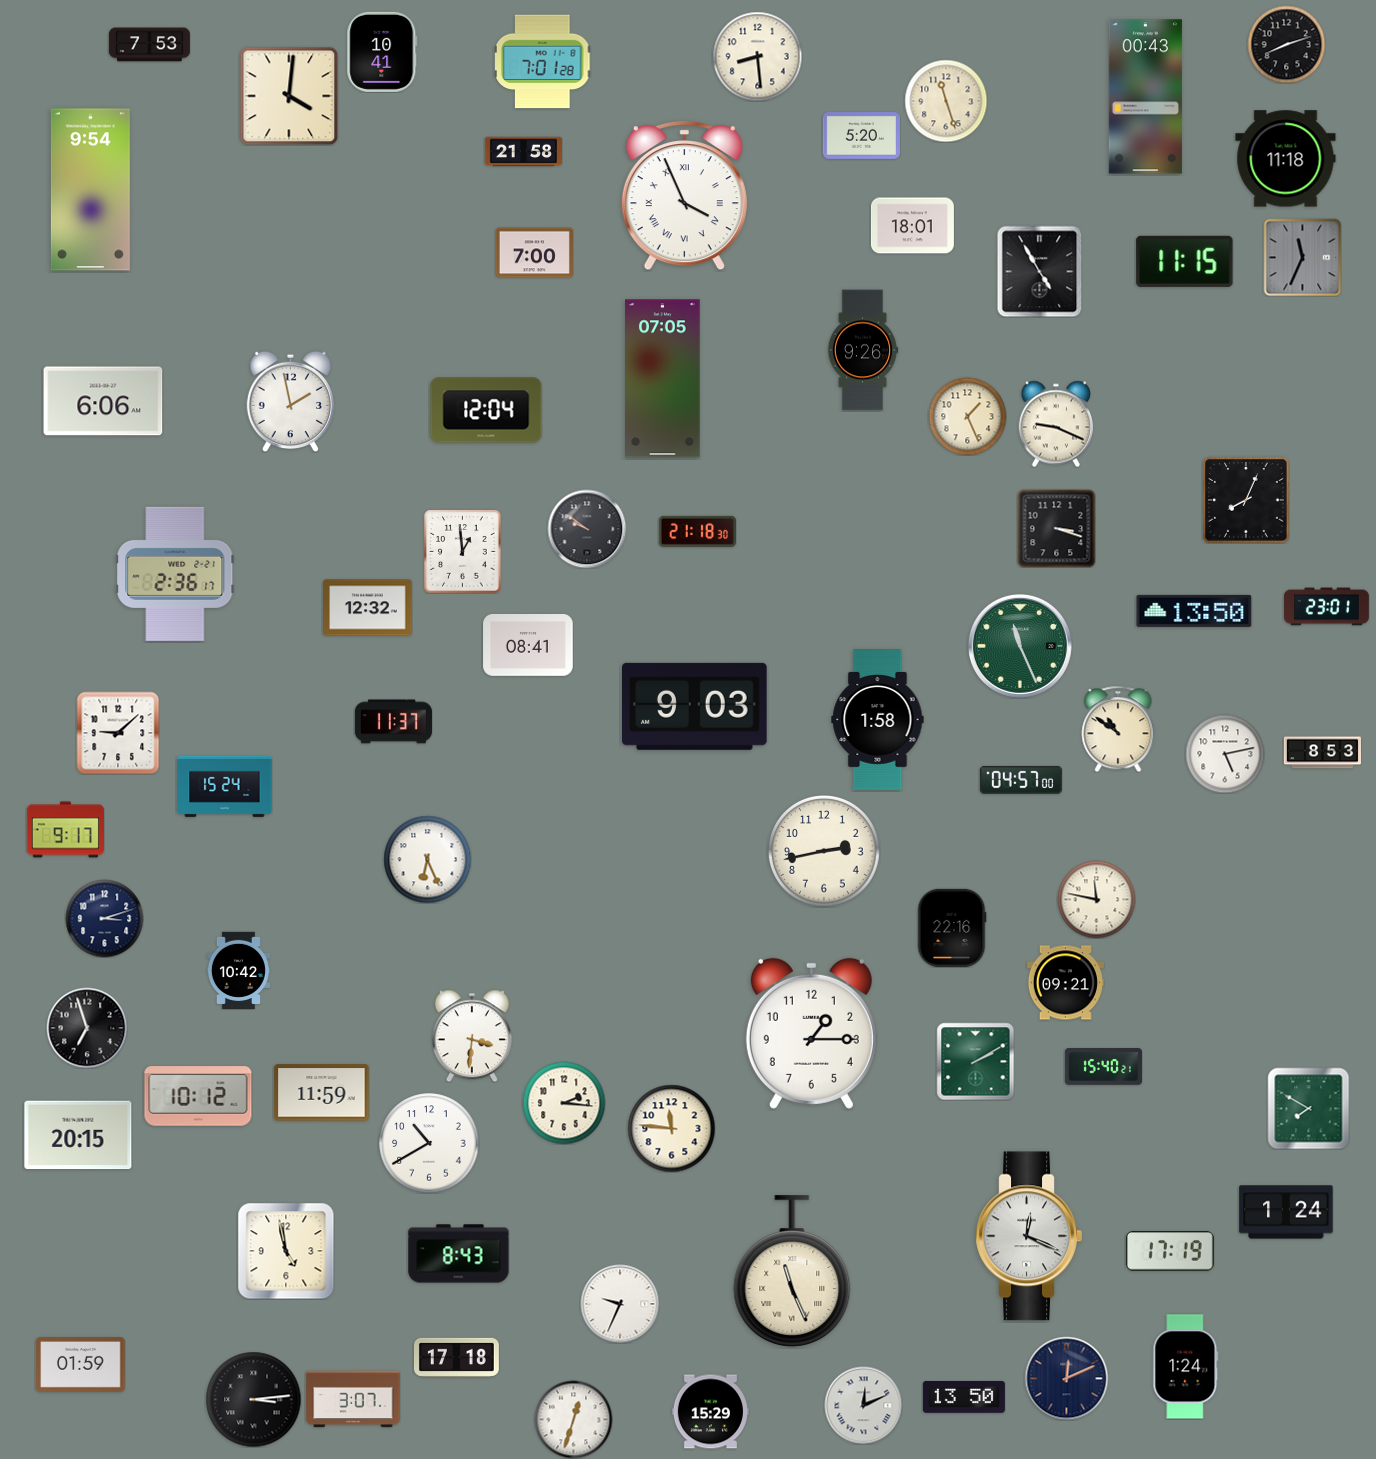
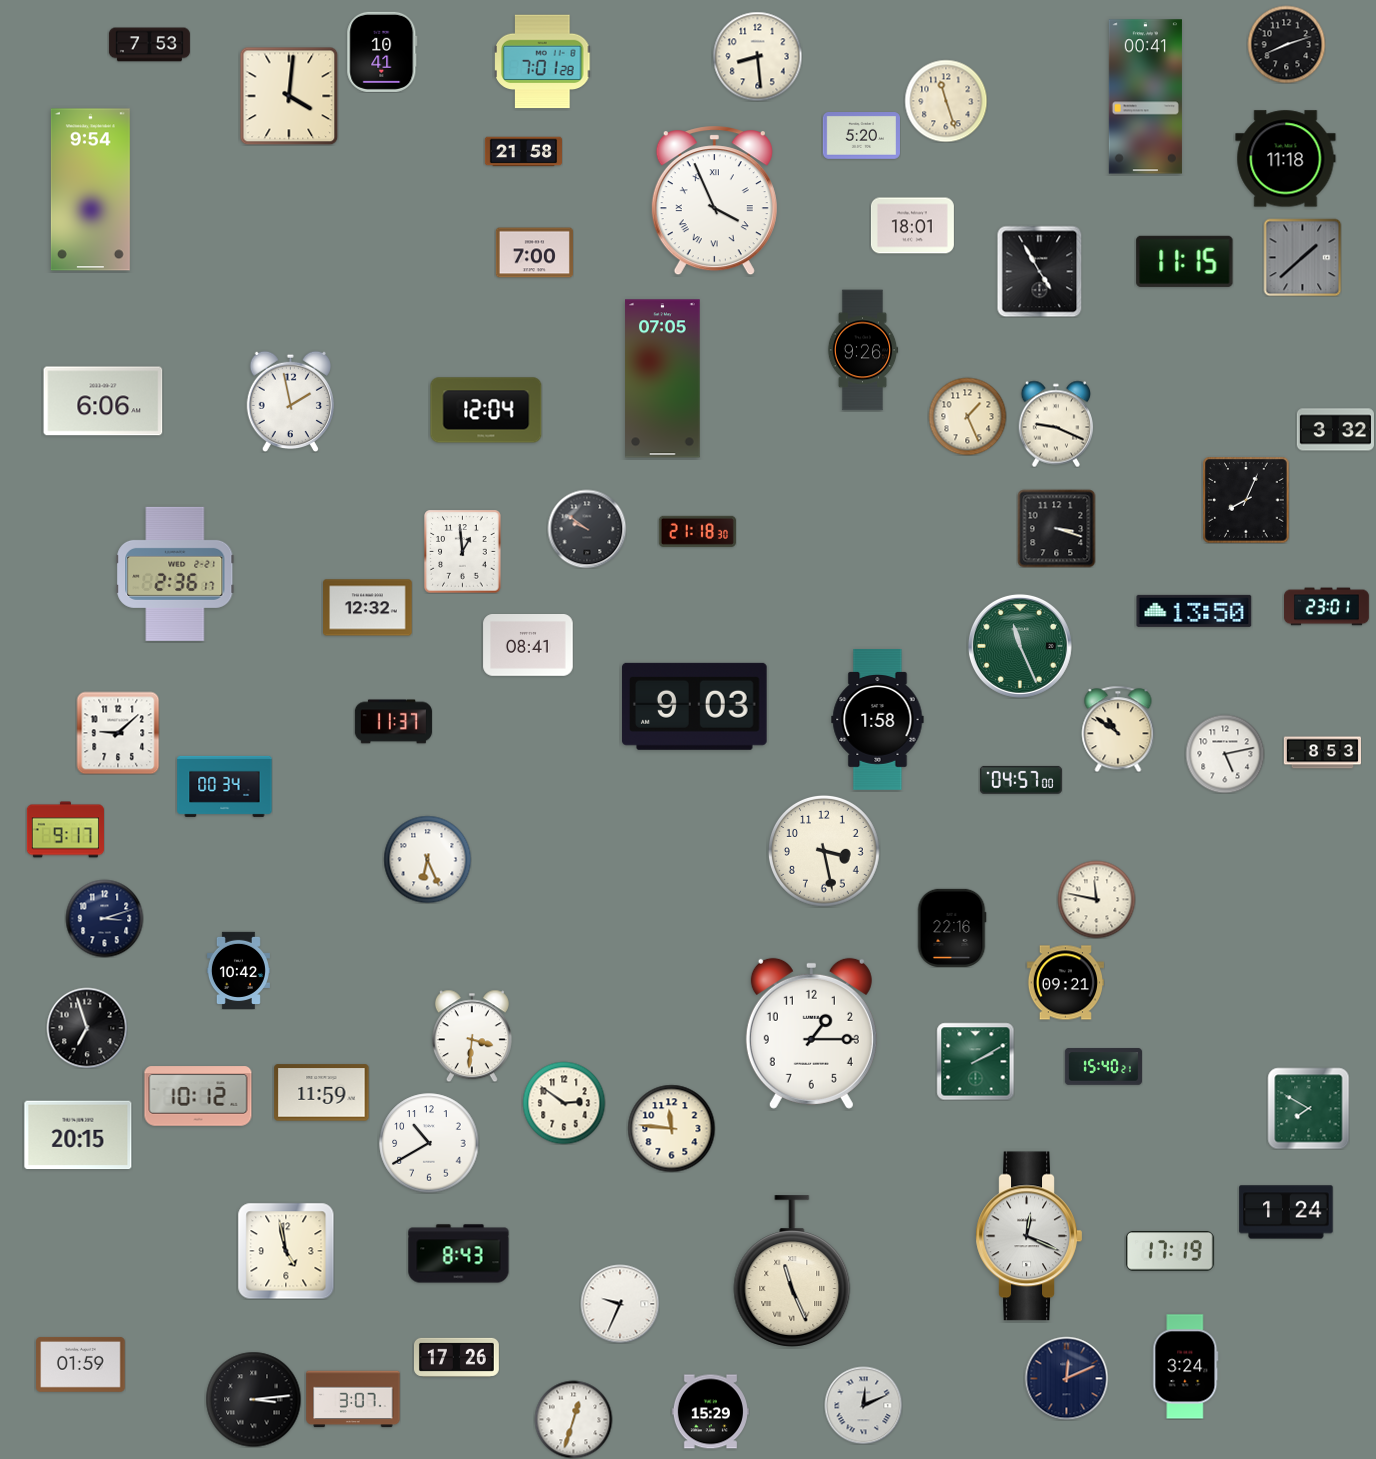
clock at (1145, 97): 00:43 -> 00:41
clock at (684, 196) position: (684, 196) -> (714, 201)
clock at (1302, 257): 11:34 -> 1:38
clock at (1335, 430): none -> 3:32
clock at (225, 786): 15:24 -> 00:34
clock at (824, 851): 2:43 -> 3:28
clock at (564, 1103): 2:16 -> 2:51
clock at (456, 1357): 17:18 -> 17:26
clock at (1186, 1367): 1:24 -> 3:24
clock at (964, 1397): 13:50 -> none
